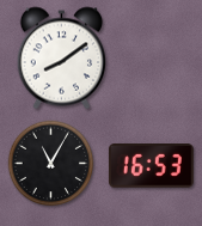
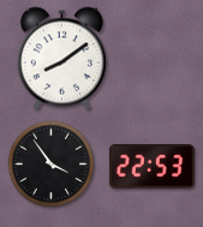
clock at (51, 164): 11:05 -> 3:54
clock at (151, 166): 16:53 -> 22:53
